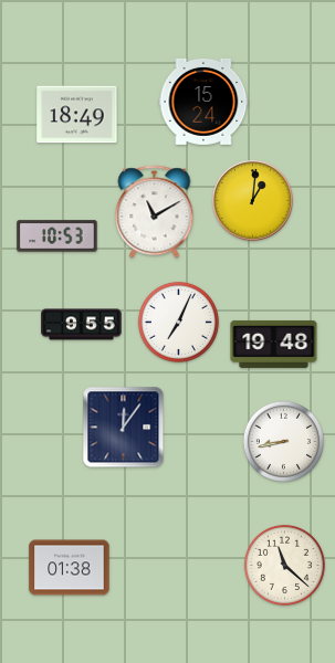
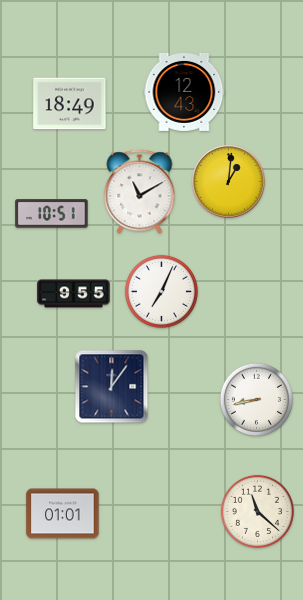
clock at (203, 102): 15:24 -> 12:43
clock at (57, 236): 10:53 -> 10:51
clock at (274, 344): 19:48 -> none
clock at (70, 568): 01:38 -> 01:01
